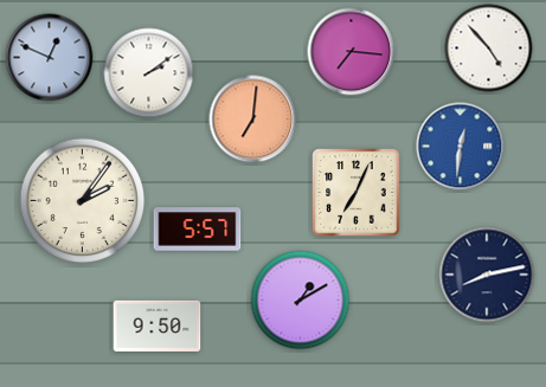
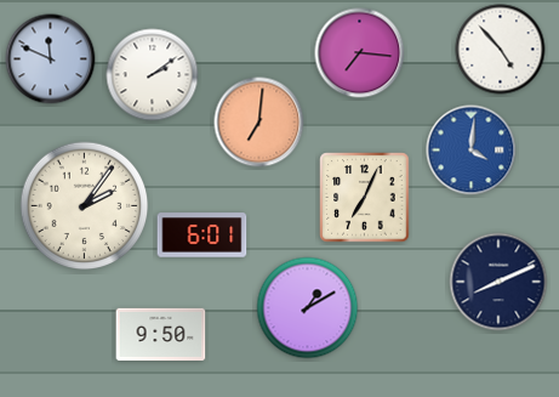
clock at (50, 58): 12:49 -> 11:49
clock at (461, 147): 12:31 -> 4:01
clock at (198, 230): 5:57 -> 6:01
clock at (487, 275): 8:13 -> 8:11
